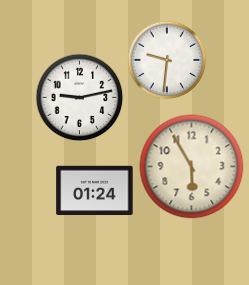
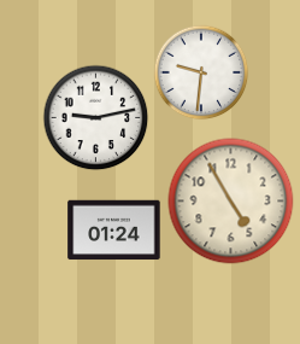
clock at (192, 167): 5:55 -> 4:55
